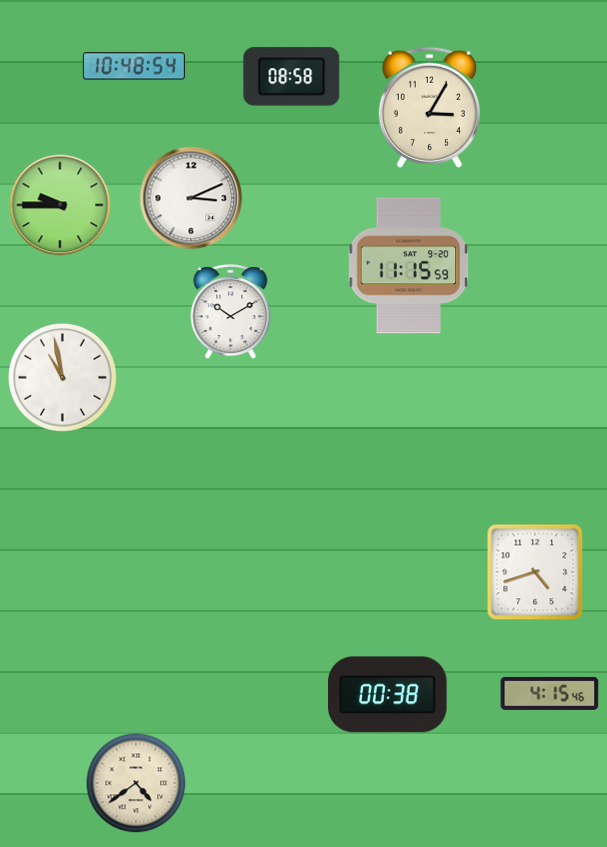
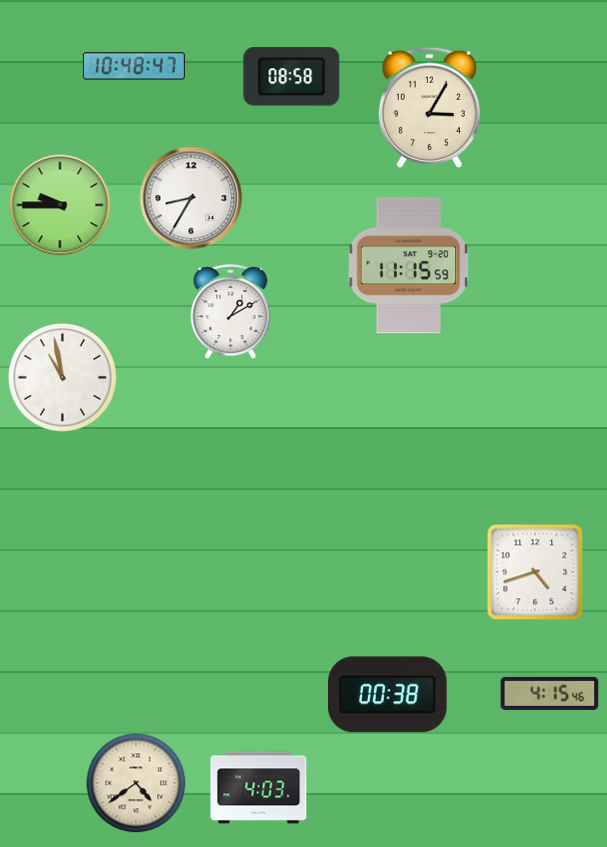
clock at (134, 66): 10:48:54 -> 10:48:47
clock at (191, 198): 3:11 -> 8:35
clock at (231, 311): 10:10 -> 1:10
clock at (259, 788): none -> 4:03
